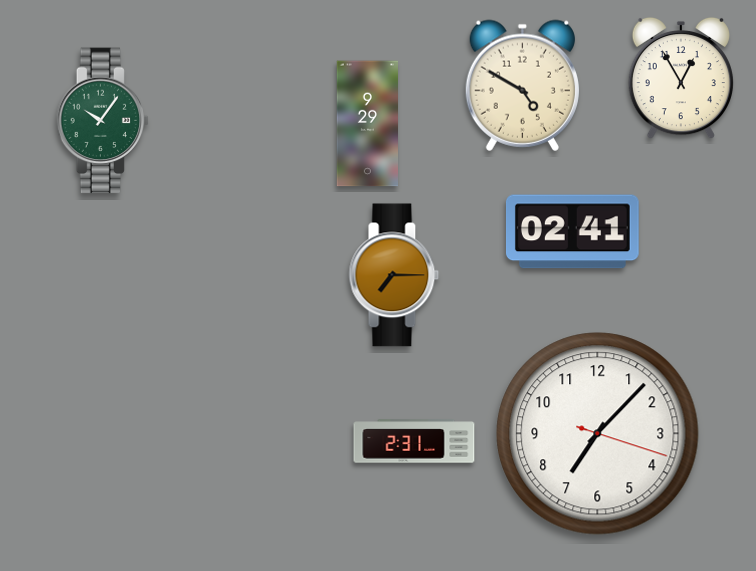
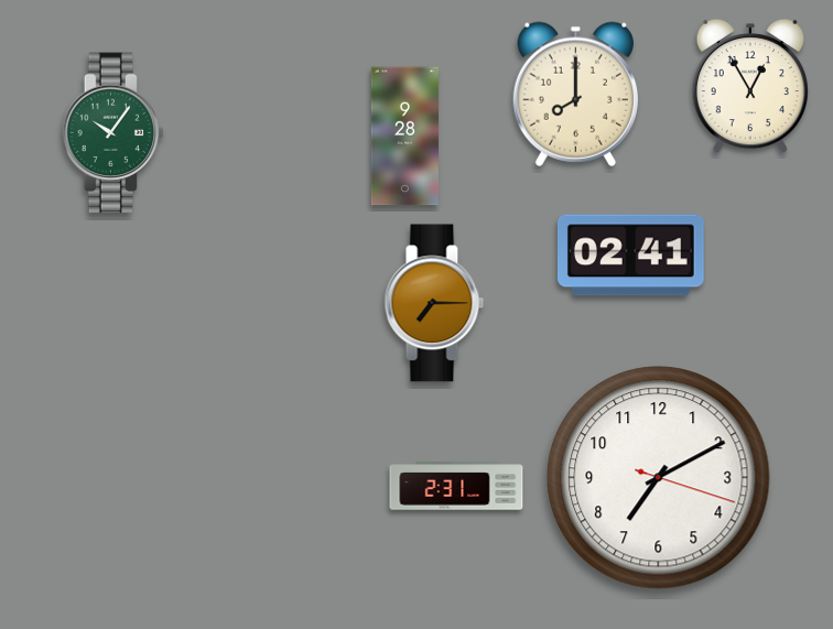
clock at (522, 85): 4:50 -> 8:00
clock at (367, 124): 9:29 -> 9:28
clock at (598, 434): 7:07 -> 7:10
